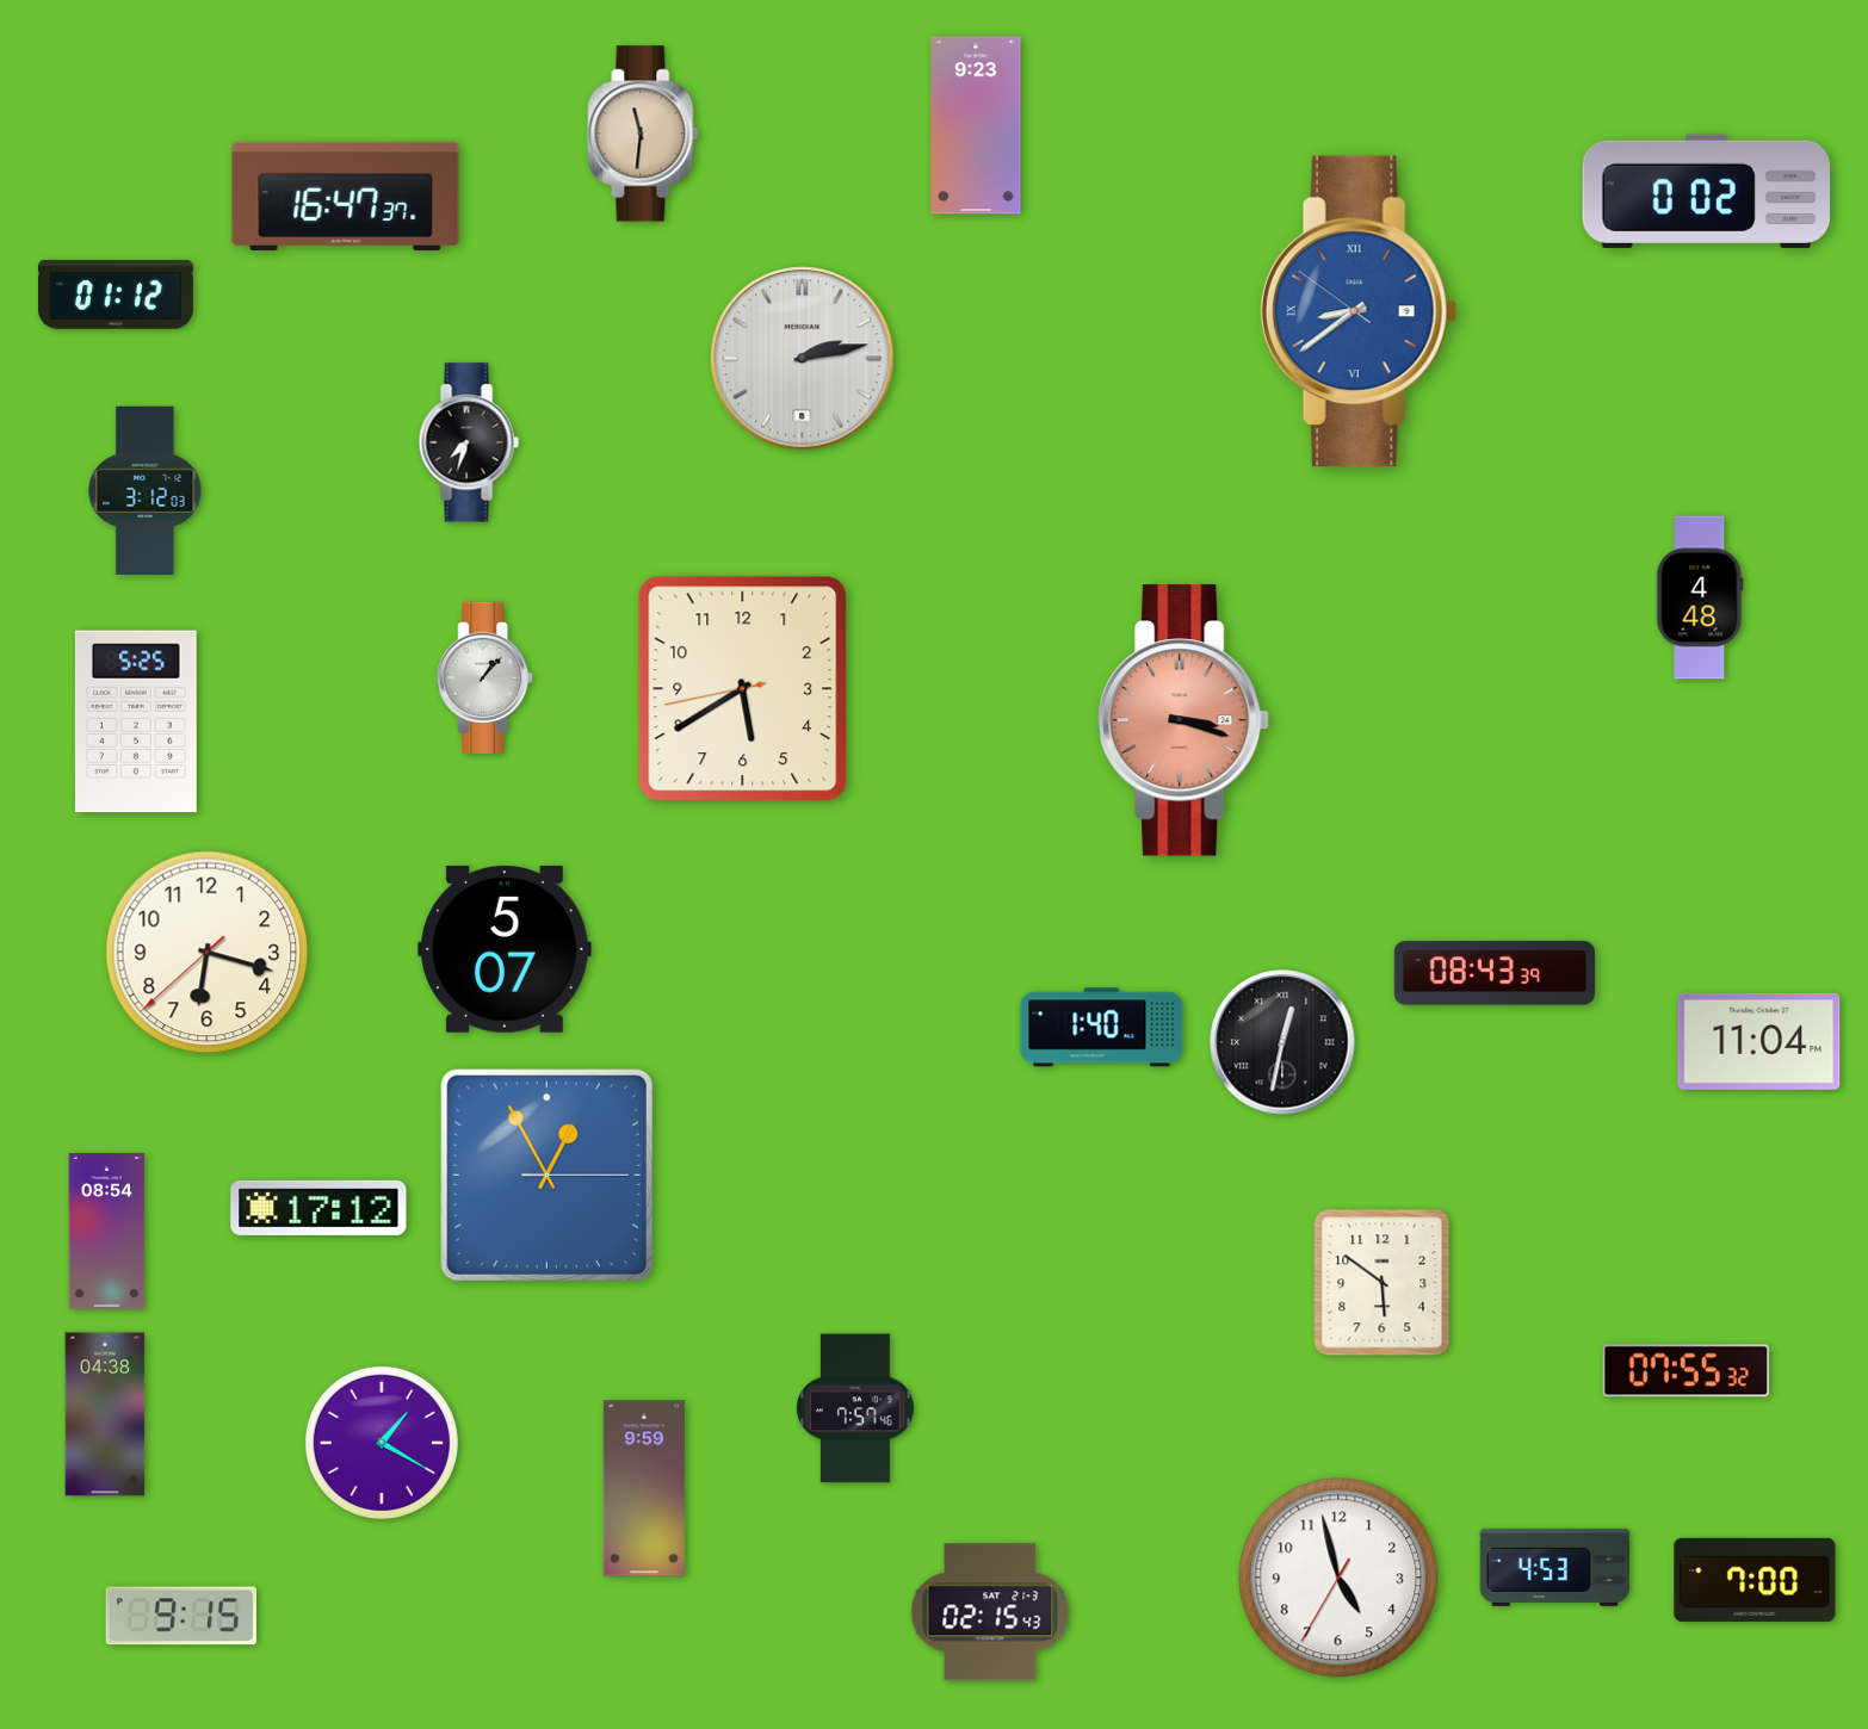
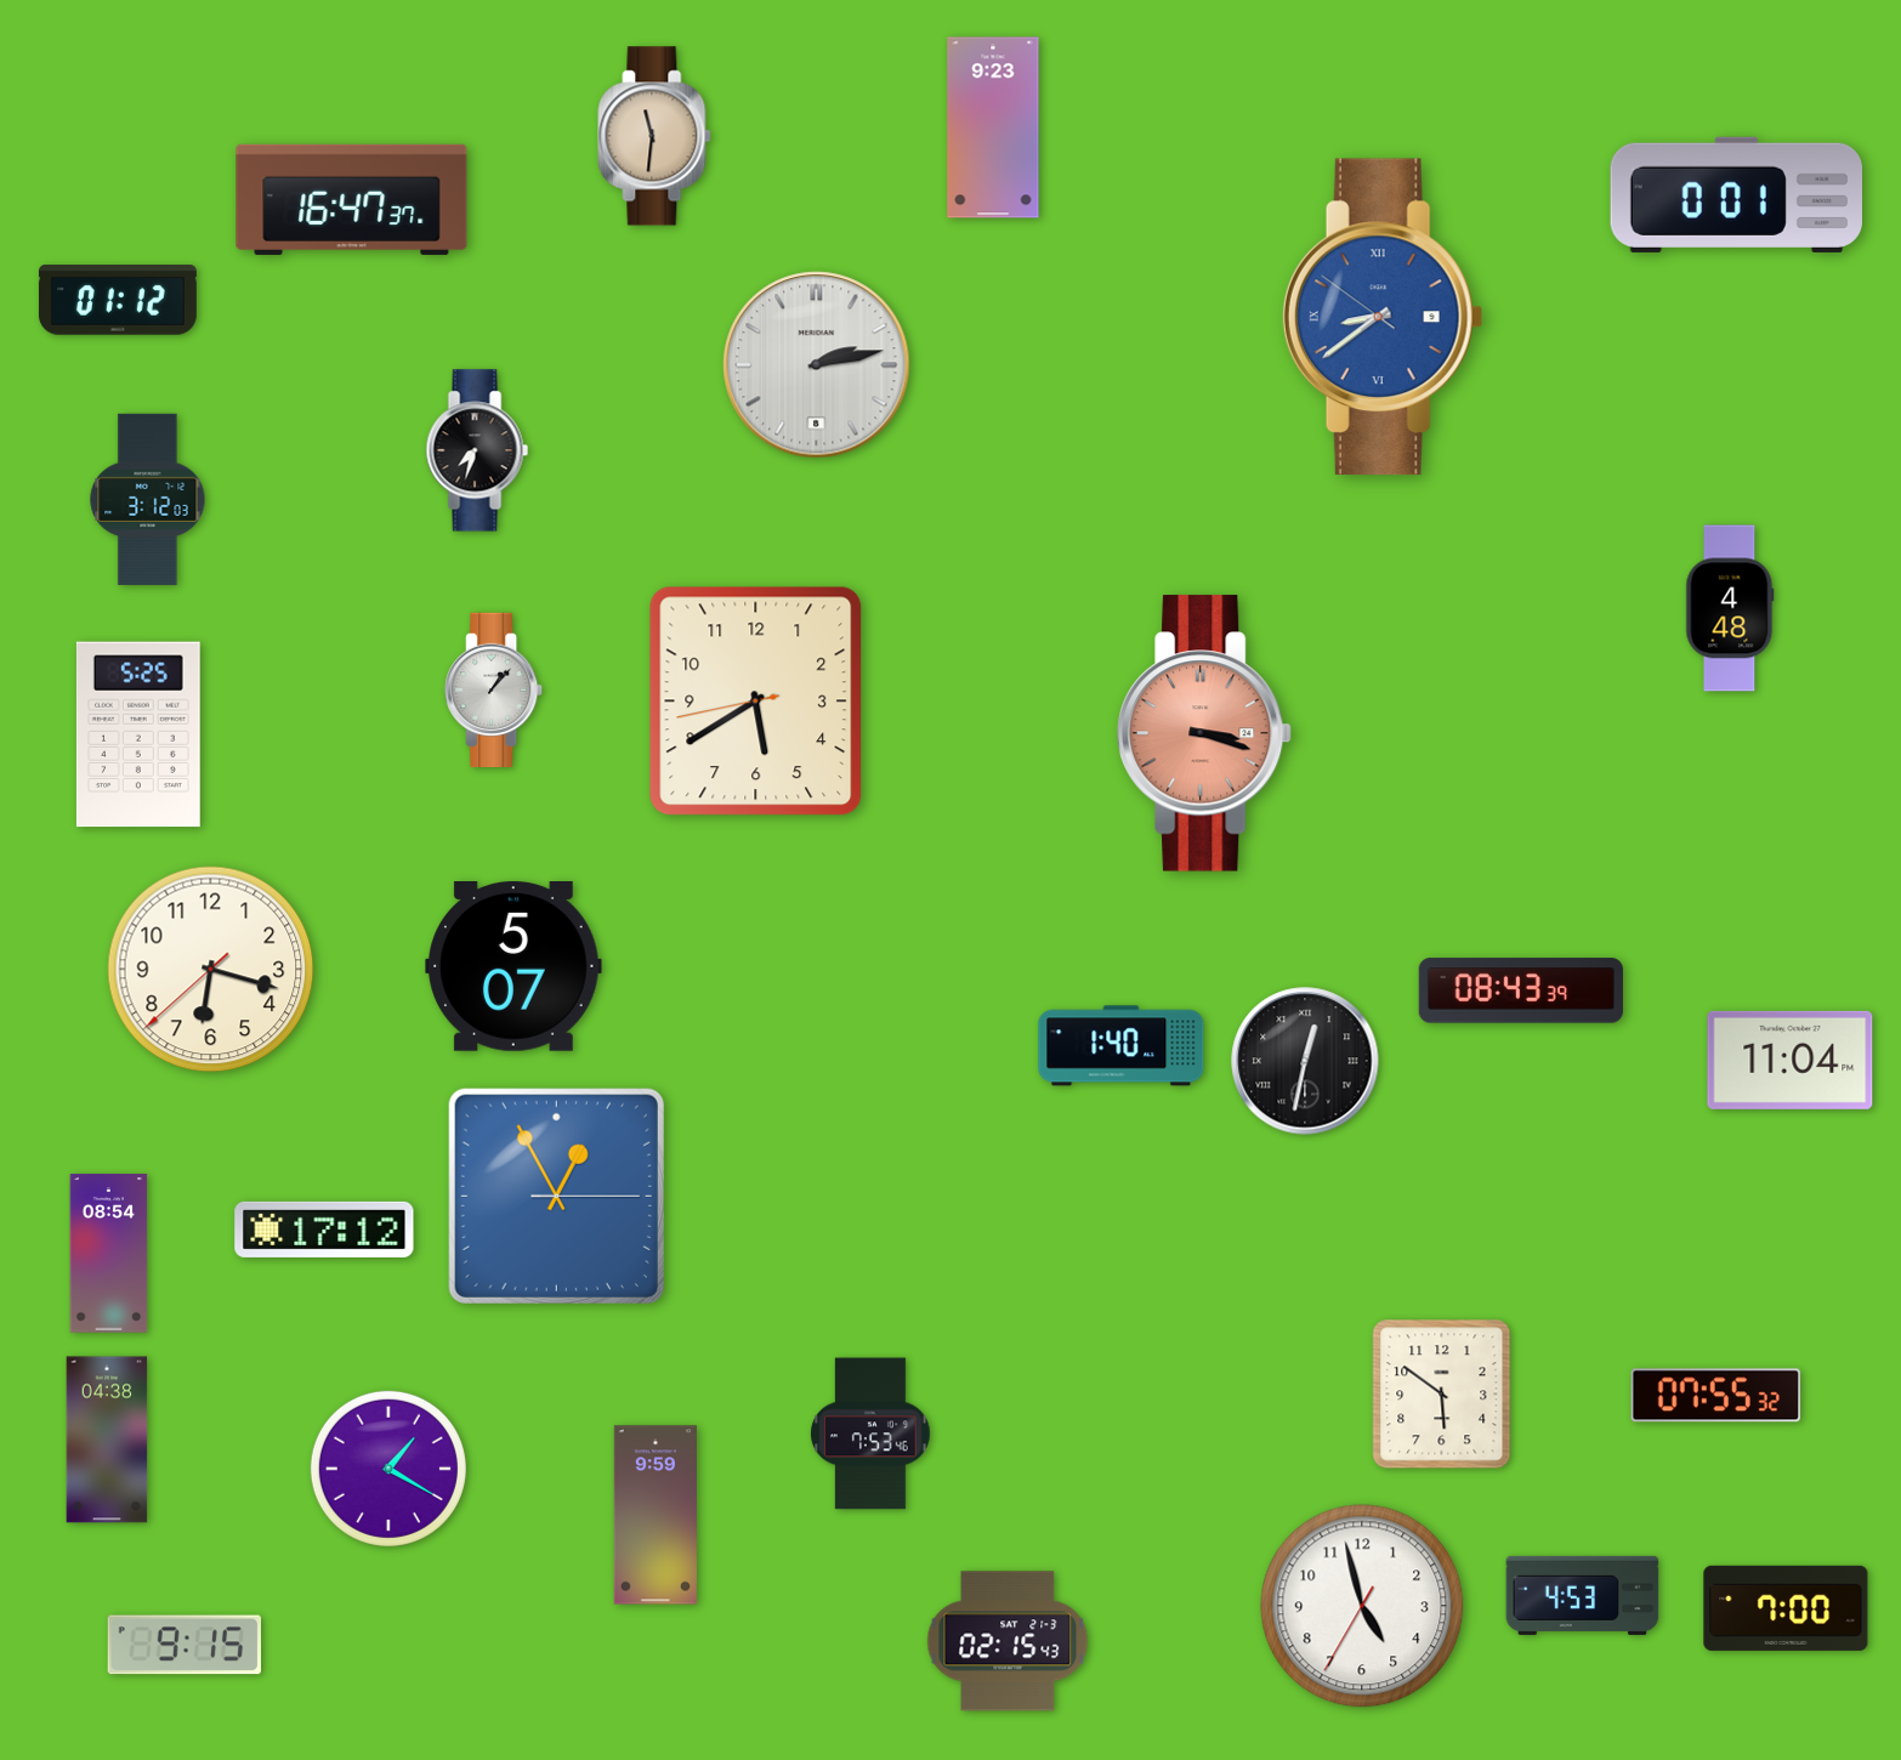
clock at (1706, 191): 0:02 -> 0:01
clock at (1383, 1283) position: (1383, 1283) -> (1442, 1395)
clock at (855, 1408): 7:57 -> 7:53
